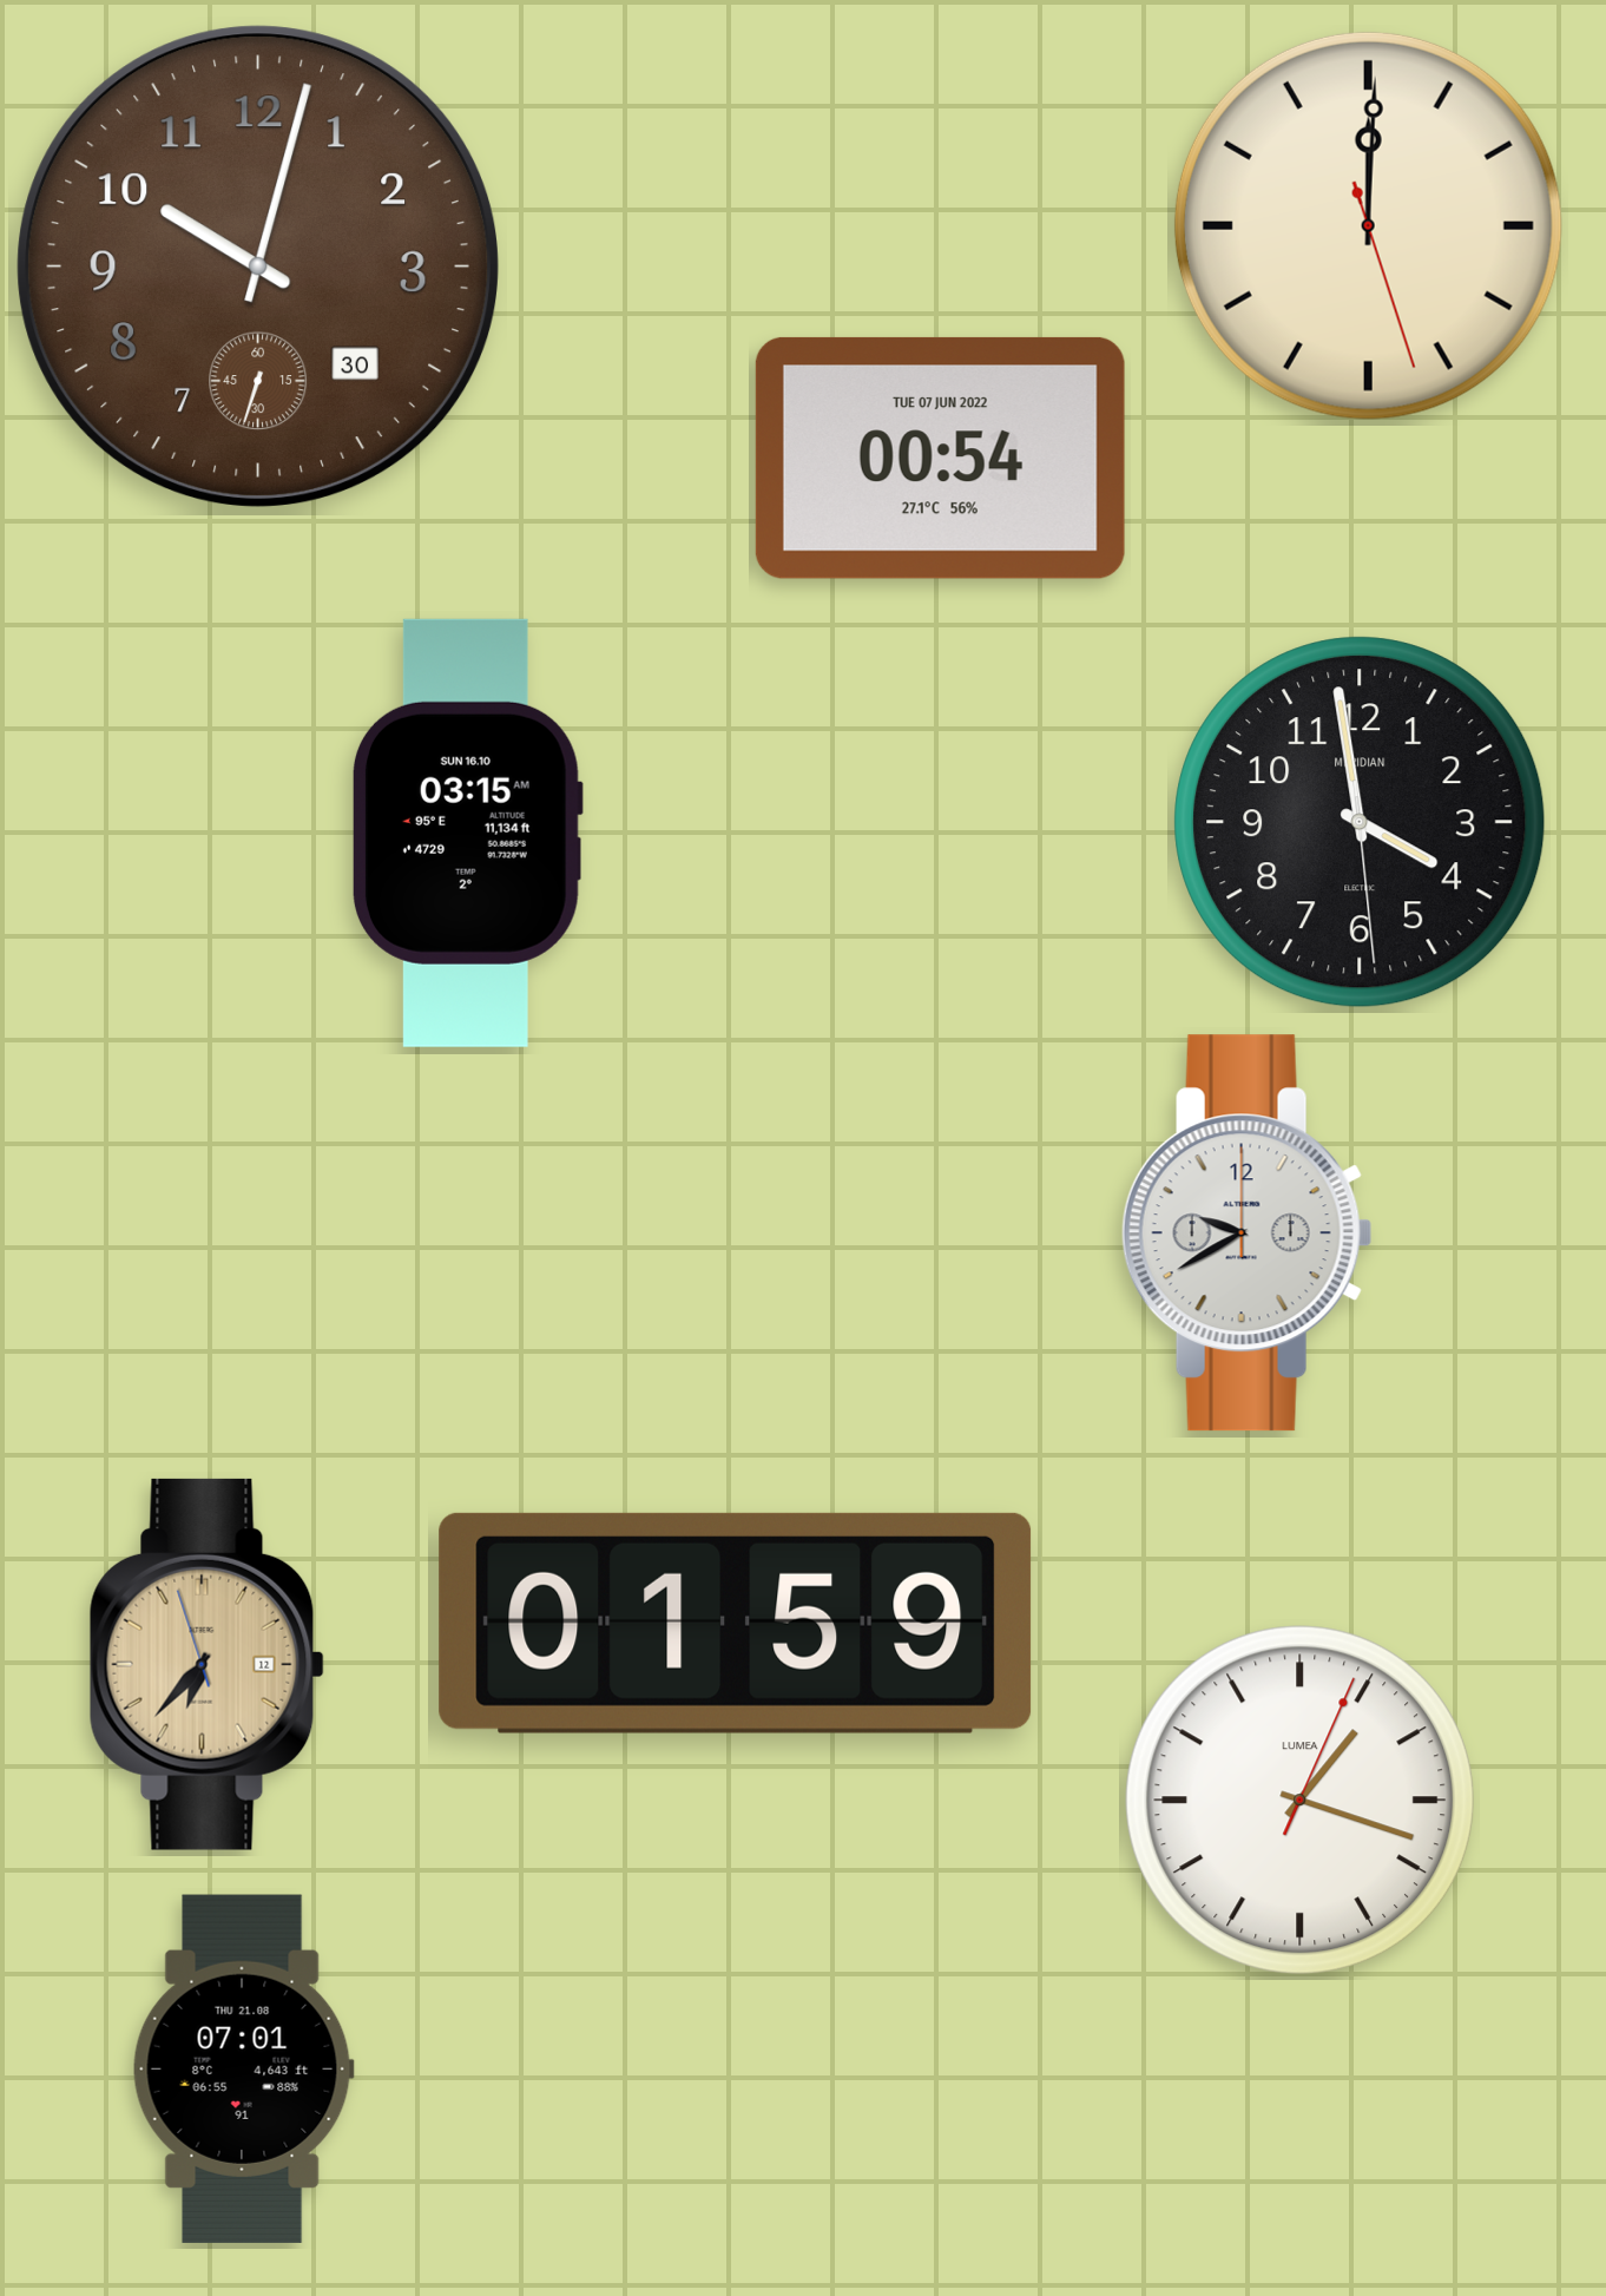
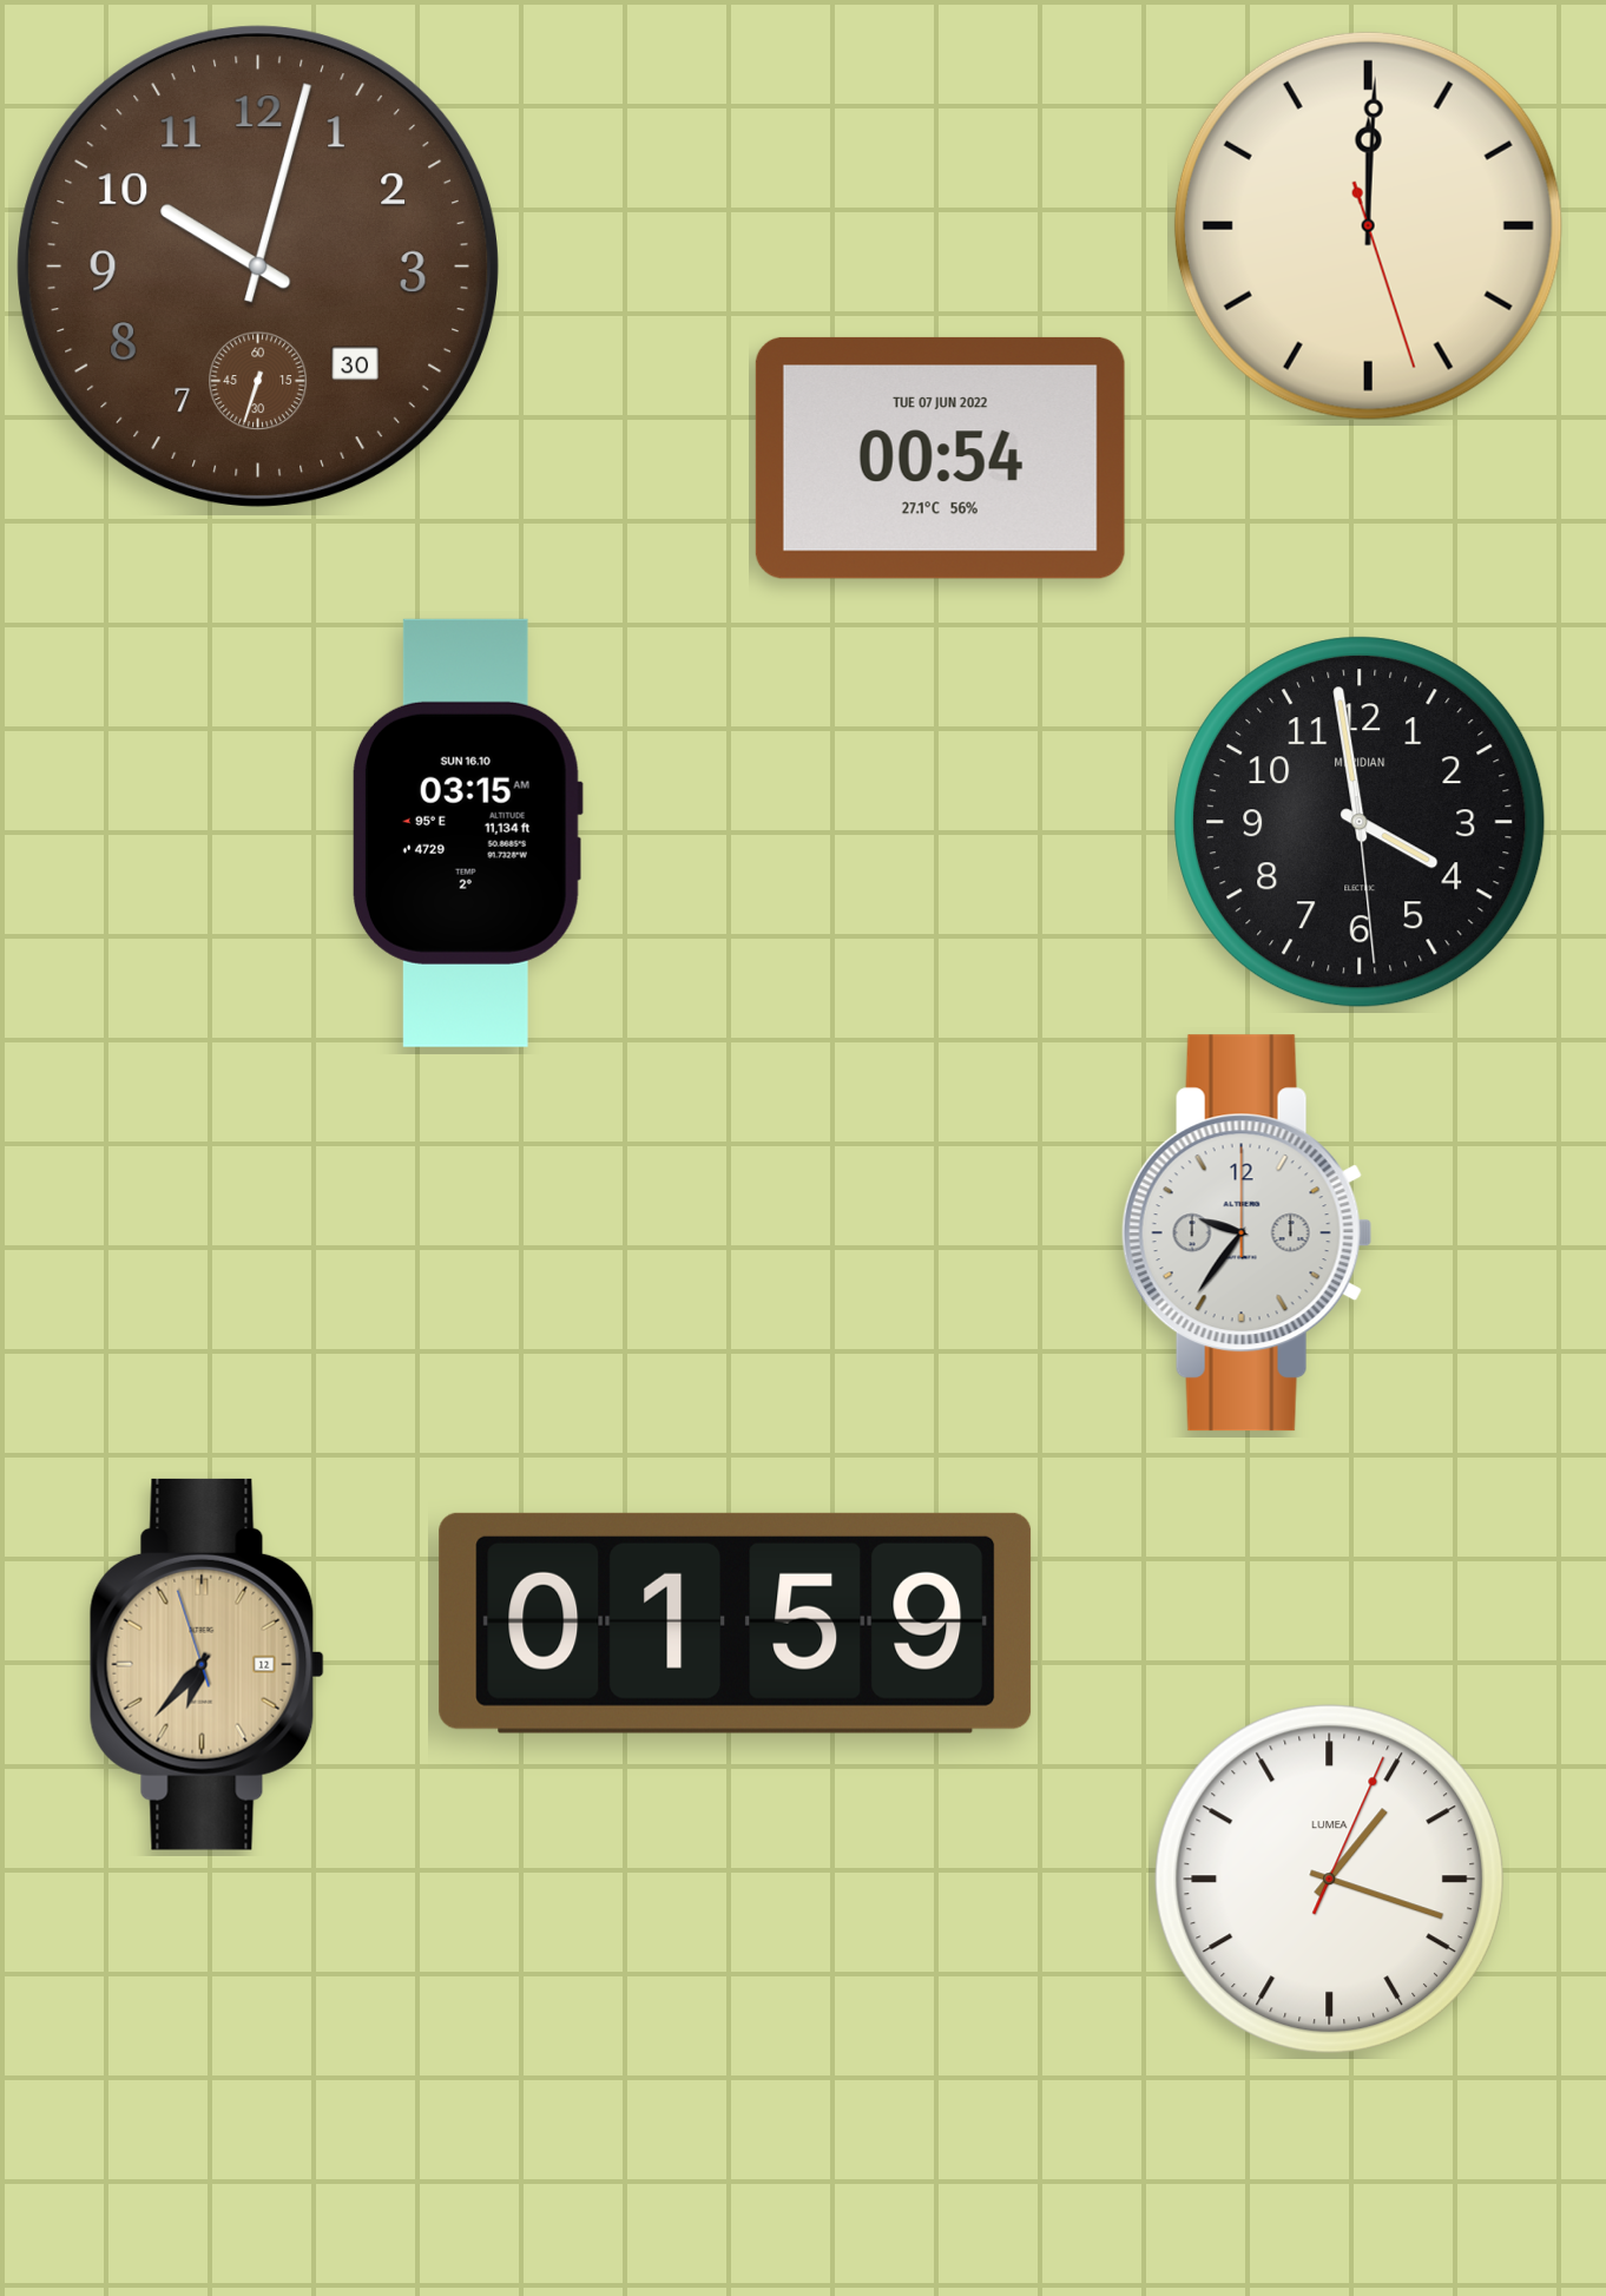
clock at (1246, 1233): 9:40 -> 9:36
clock at (1301, 1801) position: (1301, 1801) -> (1330, 1880)
clock at (243, 2068): 07:01 -> none
